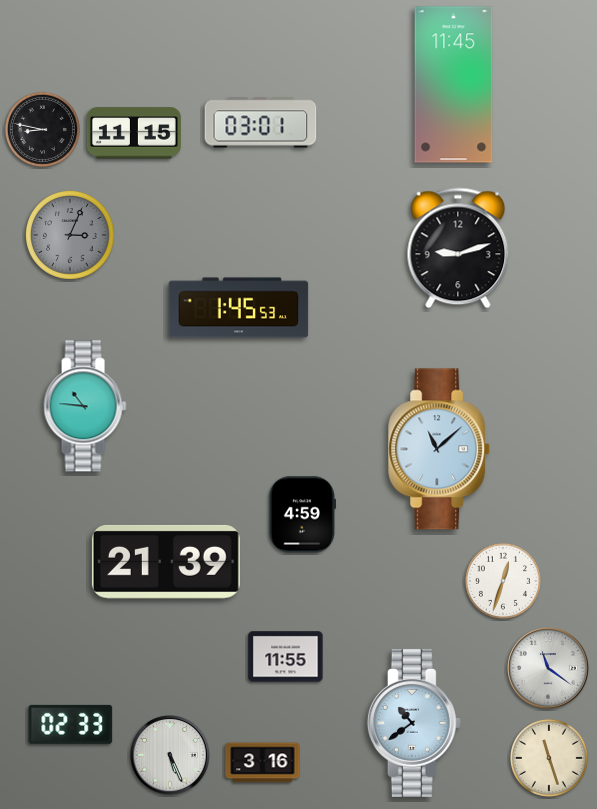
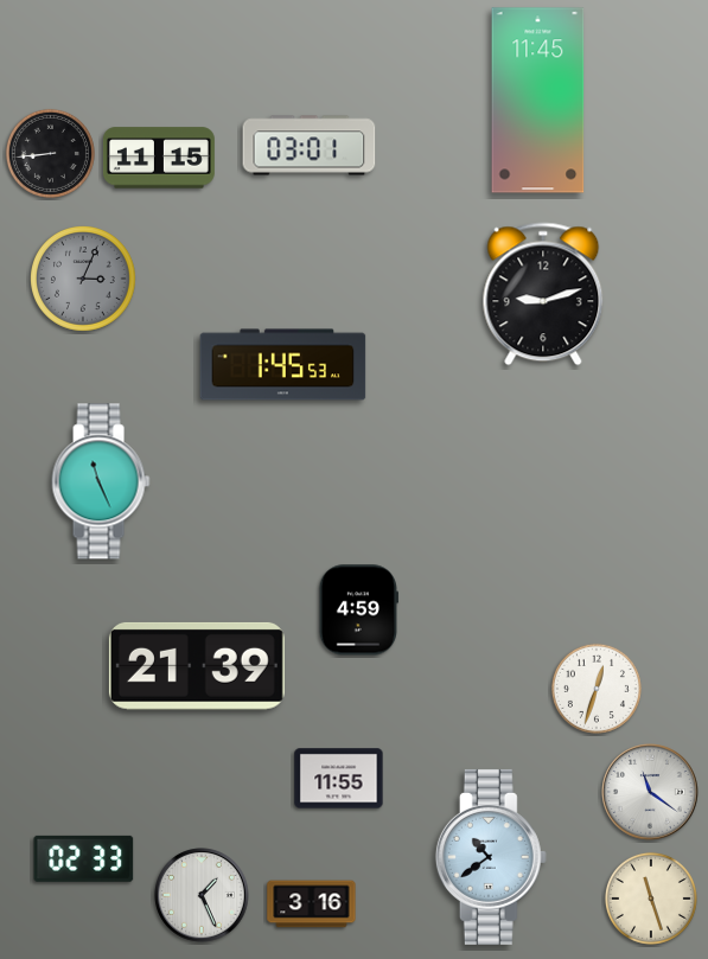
clock at (42, 129): 8:47 -> 8:44
clock at (85, 406): 10:46 -> 11:26
clock at (440, 449): 11:08 -> none
clock at (170, 755): 5:26 -> 1:26
